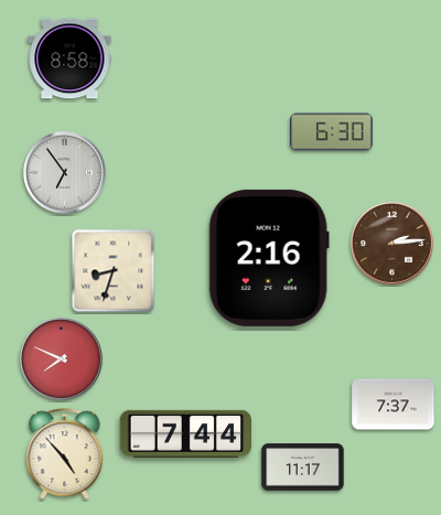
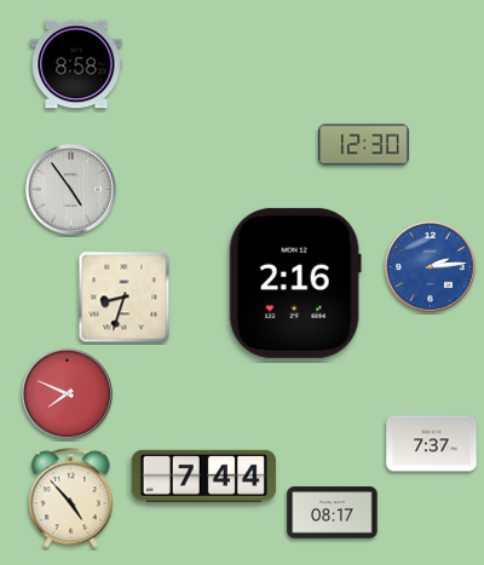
clock at (332, 132): 6:30 -> 12:30
clock at (65, 173): 6:54 -> 4:54
clock at (392, 244) dial: brown -> blue
clock at (303, 468): 11:17 -> 08:17
